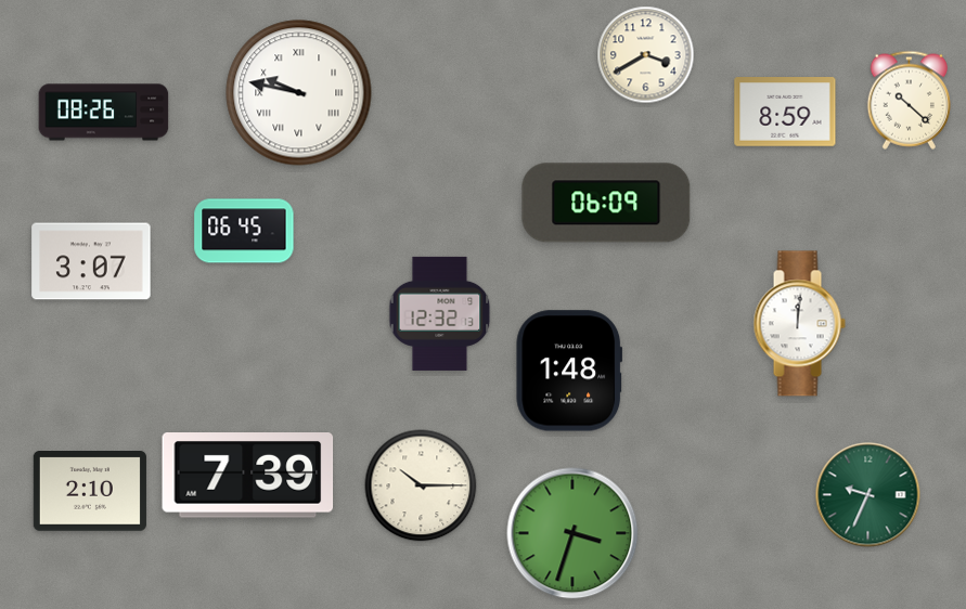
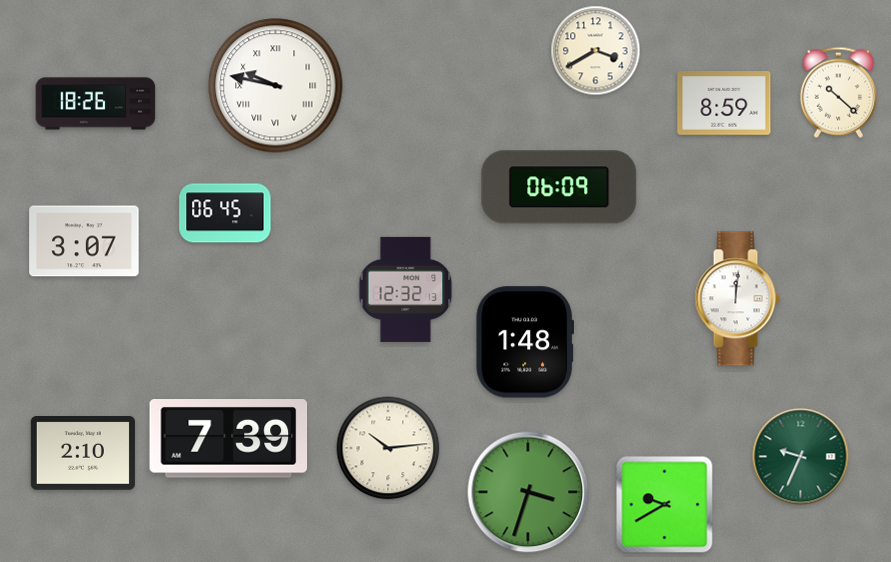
clock at (104, 113): 08:26 -> 18:26
clock at (421, 485): 10:15 -> 10:14
clock at (665, 505): none -> 9:40
